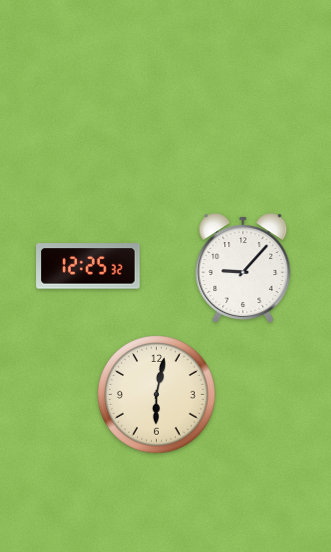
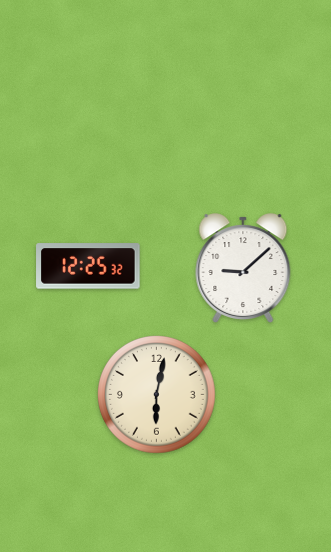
clock at (243, 268): 9:07 -> 9:08
